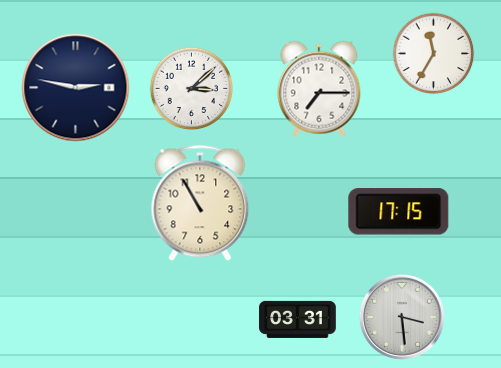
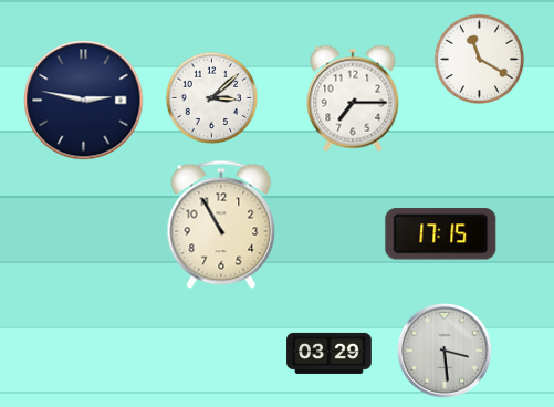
clock at (434, 54): 11:35 -> 11:20
clock at (76, 88) position: (76, 88) -> (84, 101)
clock at (298, 319): 03:31 -> 03:29
